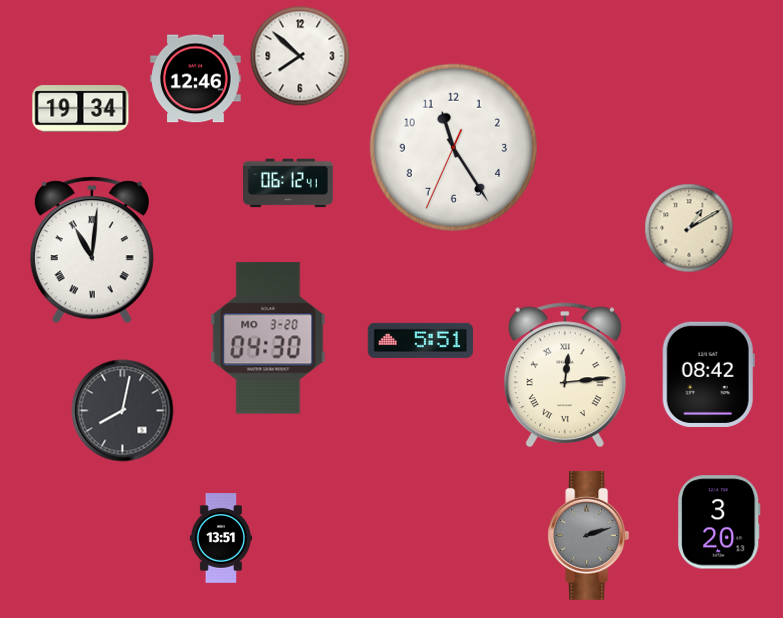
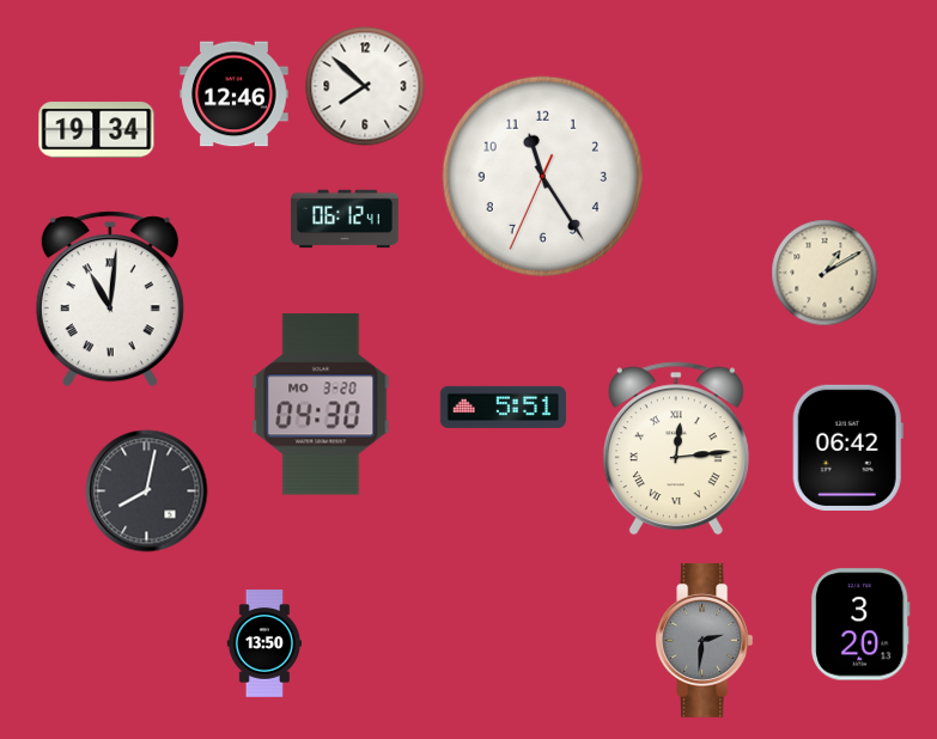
clock at (300, 56) position: (300, 56) -> (365, 86)
clock at (708, 374): 08:42 -> 06:42
clock at (589, 535): 2:12 -> 2:31
clock at (221, 538): 13:51 -> 13:50
